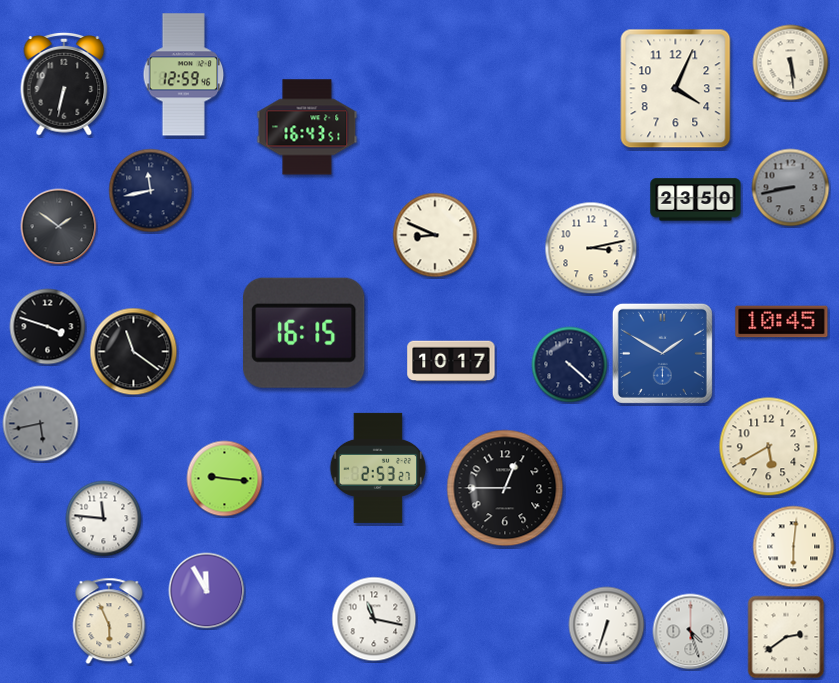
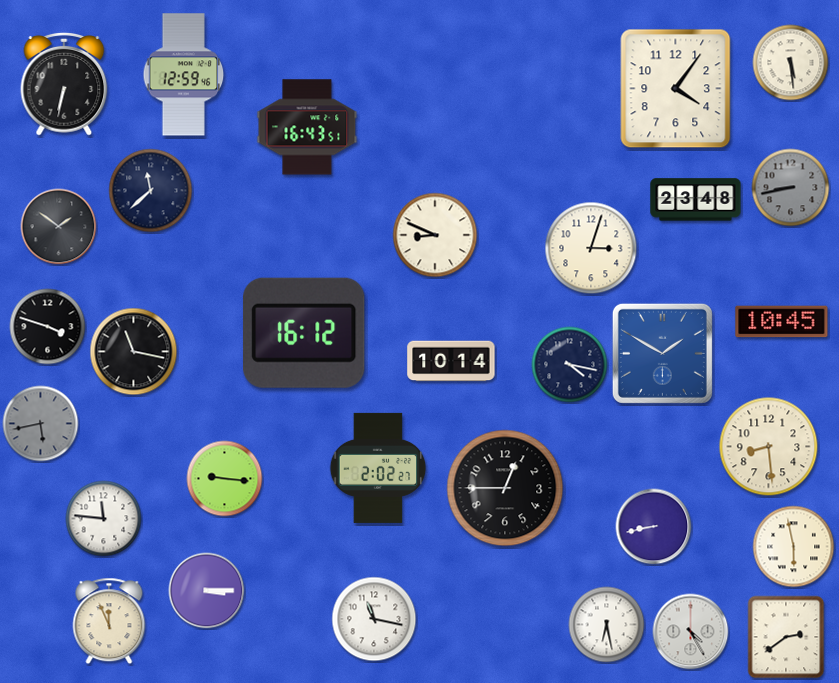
clock at (676, 89): 4:04 -> 4:06
clock at (151, 191): 11:43 -> 11:38
clock at (696, 200): 23:50 -> 23:48
clock at (591, 248): 3:13 -> 3:03
clock at (304, 333): 16:15 -> 16:12
clock at (134, 352): 11:21 -> 11:17
clock at (451, 361): 10:17 -> 10:14
clock at (570, 365): 4:22 -> 4:17
clock at (769, 447): 5:40 -> 8:29
clock at (378, 468): 2:53 -> 2:02
clock at (654, 527): none -> 8:43
clock at (794, 547): 6:01 -> 5:58
clock at (207, 591): 11:55 -> 3:15
clock at (109, 621): 5:56 -> 11:56
clock at (607, 625): 6:33 -> 6:28
clock at (691, 632): 4:27 -> 4:25
